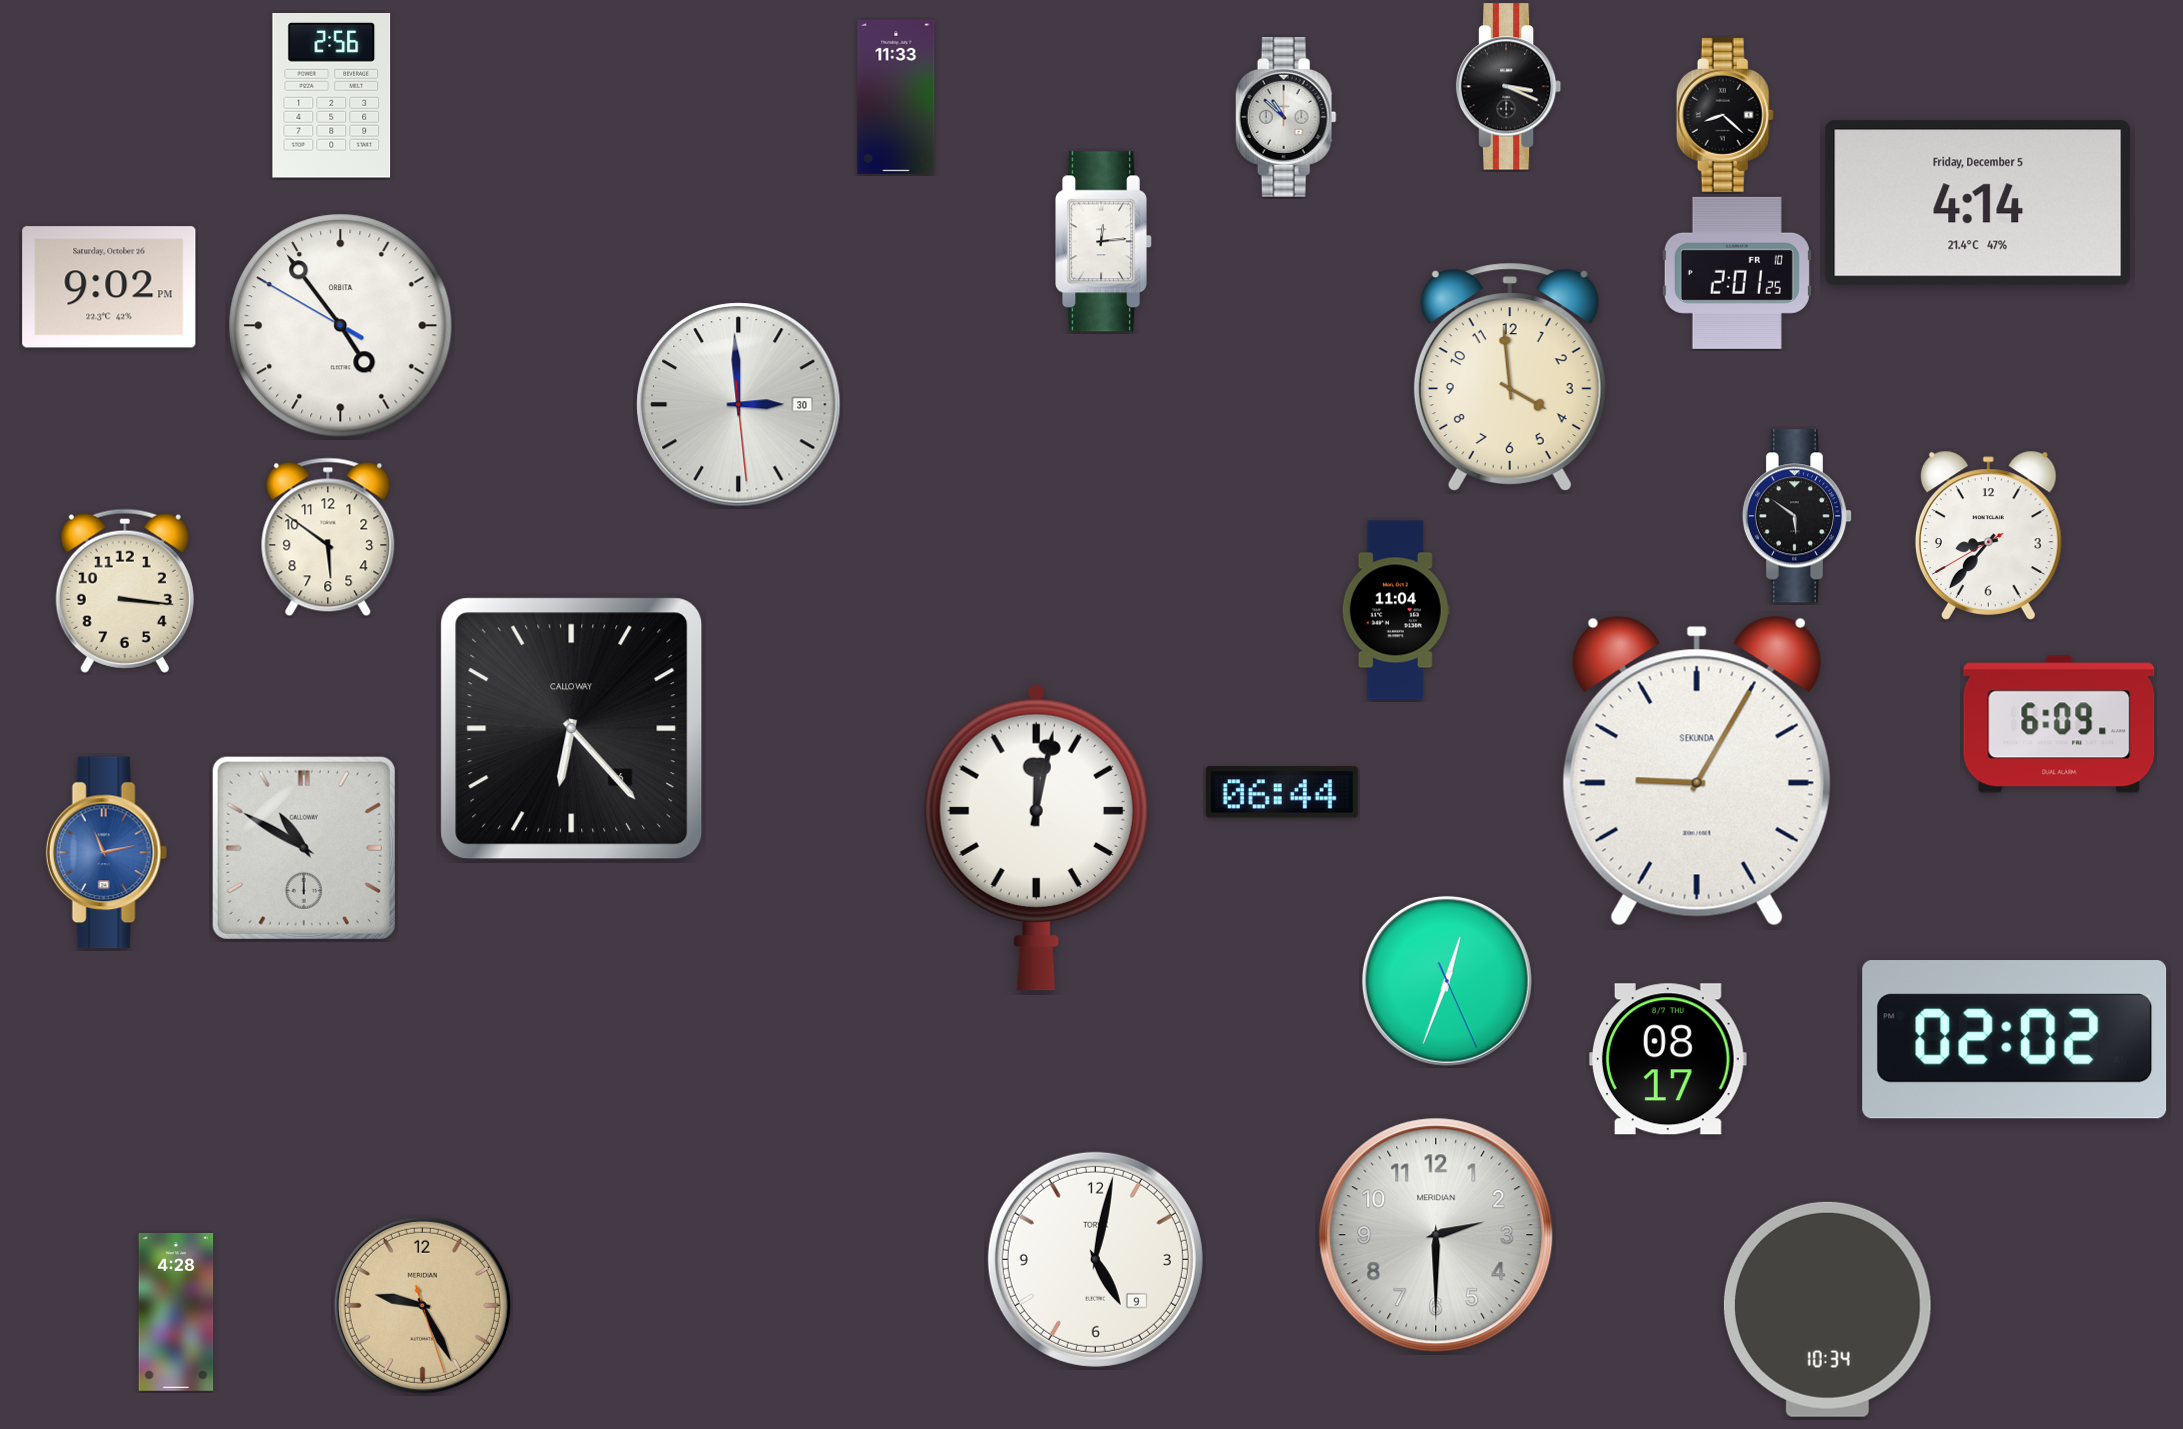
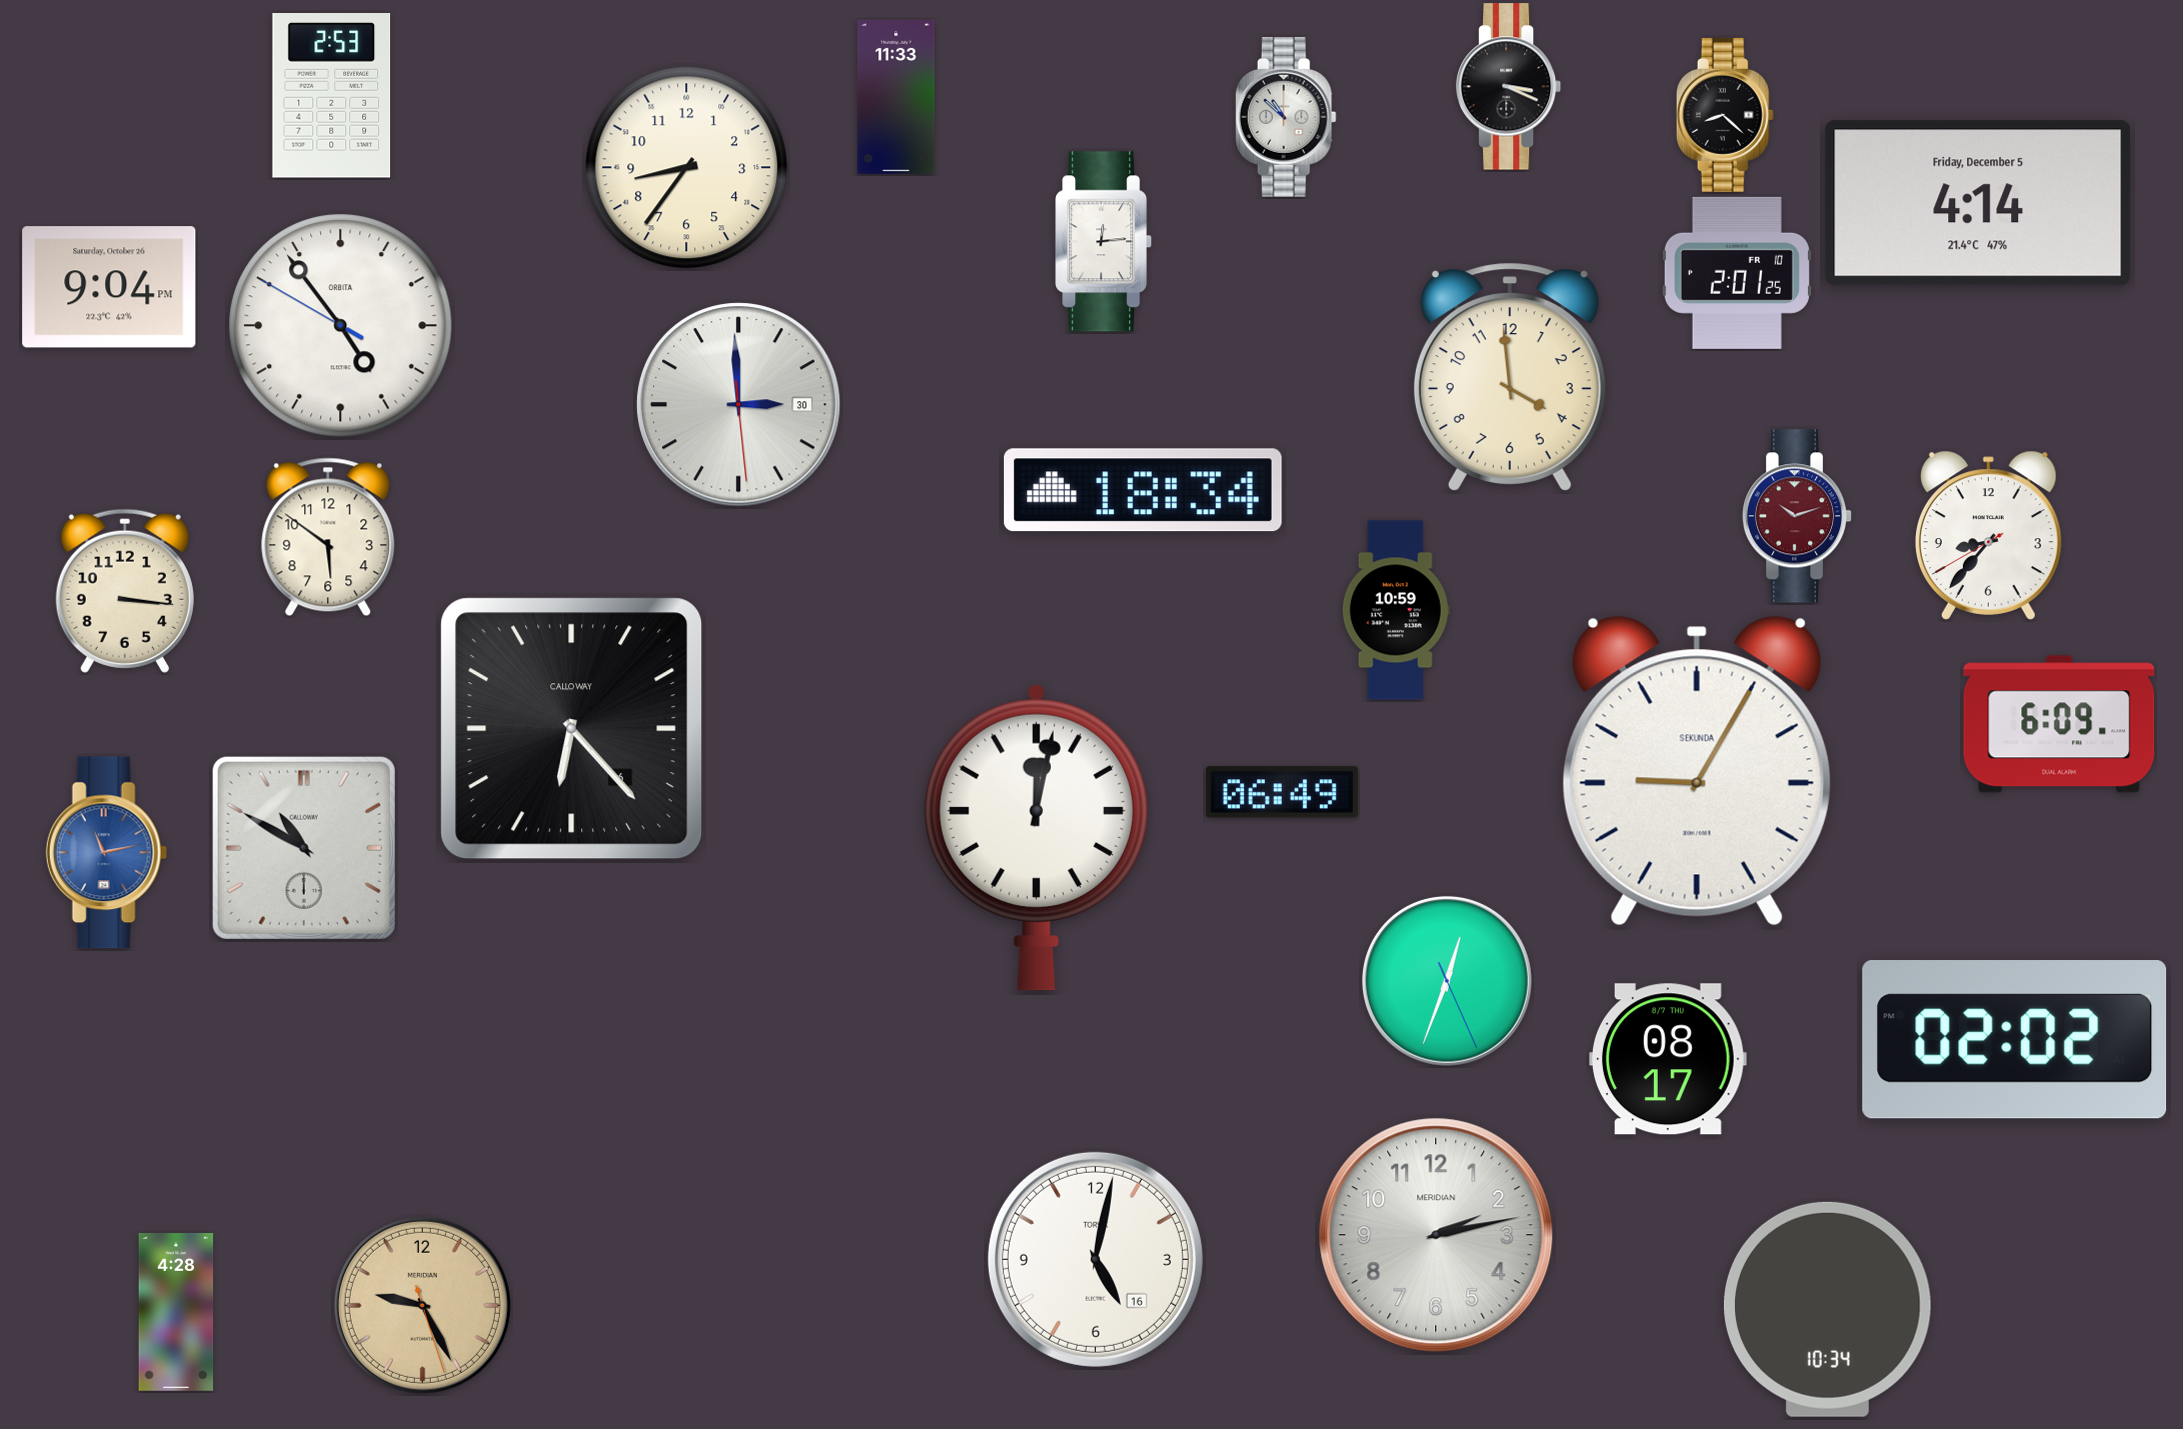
clock at (332, 96): 2:56 -> 2:53
clock at (687, 168): none -> 8:36
clock at (109, 287): 9:02 -> 9:04
clock at (1143, 490): none -> 18:34
clock at (1797, 516): 5:51 -> 10:12
clock at (1797, 516) dial: black -> burgundy
clock at (1396, 610): 11:04 -> 10:59
clock at (1282, 792): 06:44 -> 06:49
clock at (1436, 1235): 2:30 -> 2:13
clock at (1095, 1259) date: 9 -> 16
